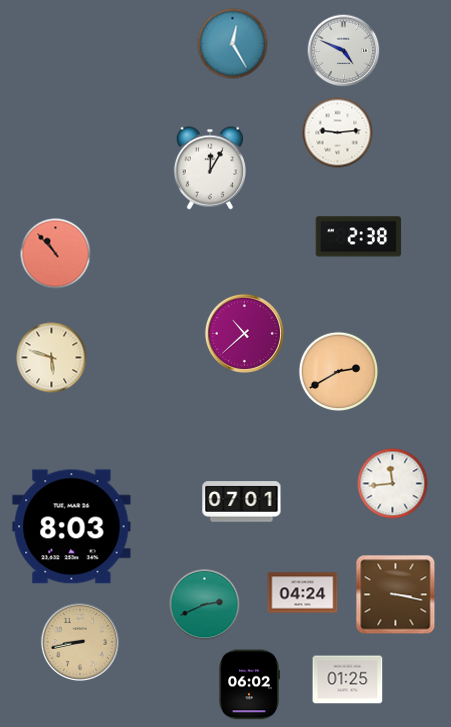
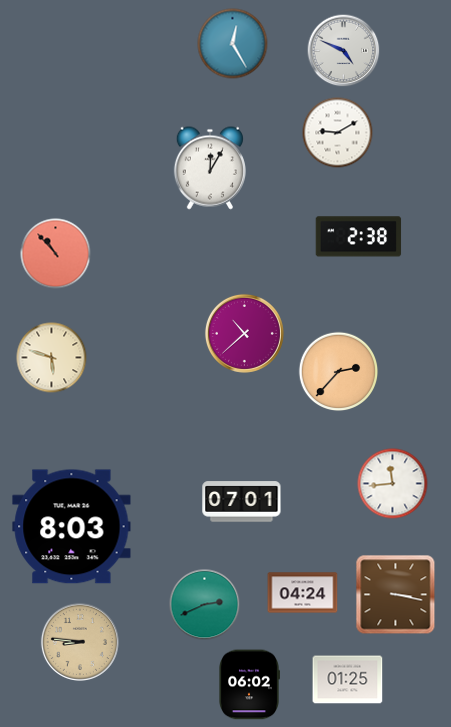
clock at (338, 133): 9:14 -> 9:10
clock at (339, 372): 2:40 -> 2:37
clock at (80, 642): 8:43 -> 8:46
